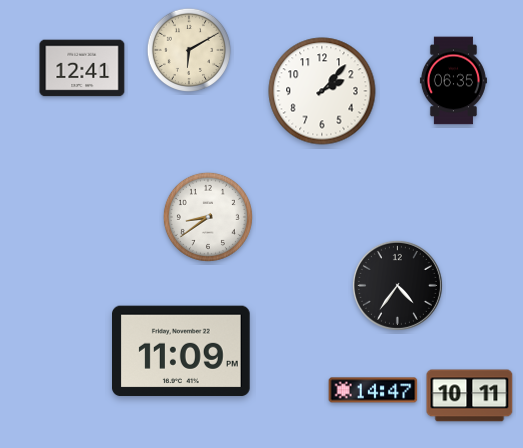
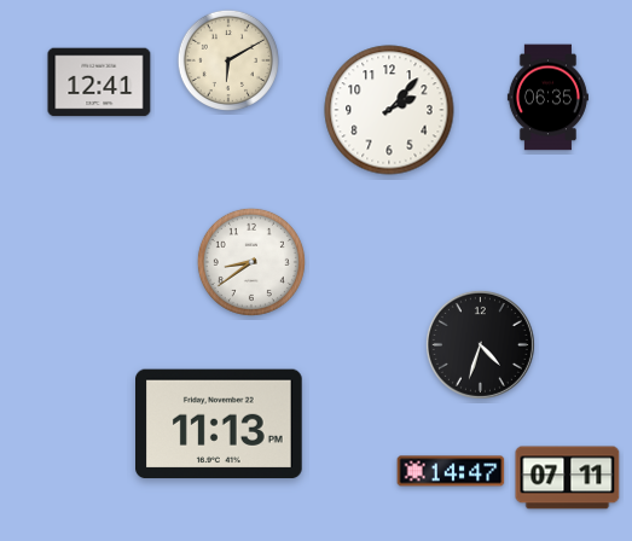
clock at (397, 285): 4:36 -> 4:33
clock at (182, 351): 11:09 -> 11:13
clock at (470, 396): 10:11 -> 07:11
